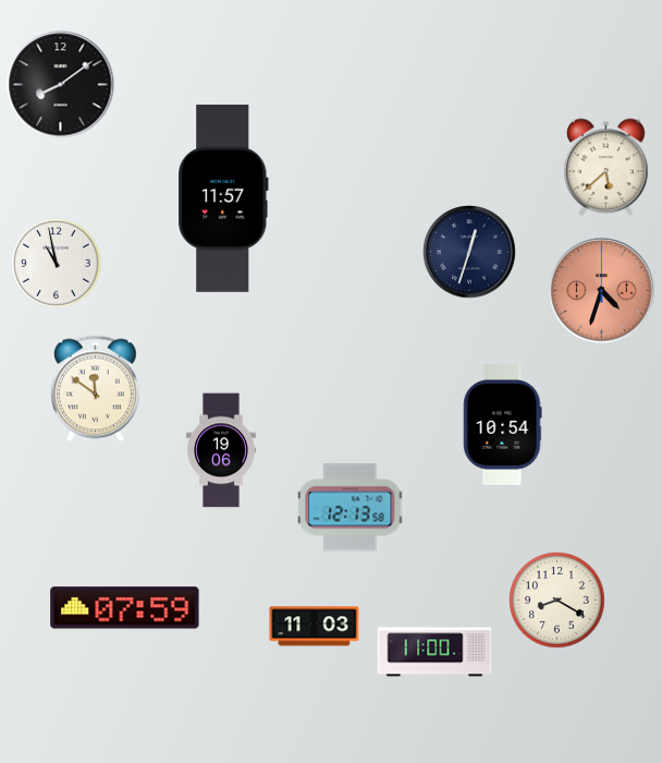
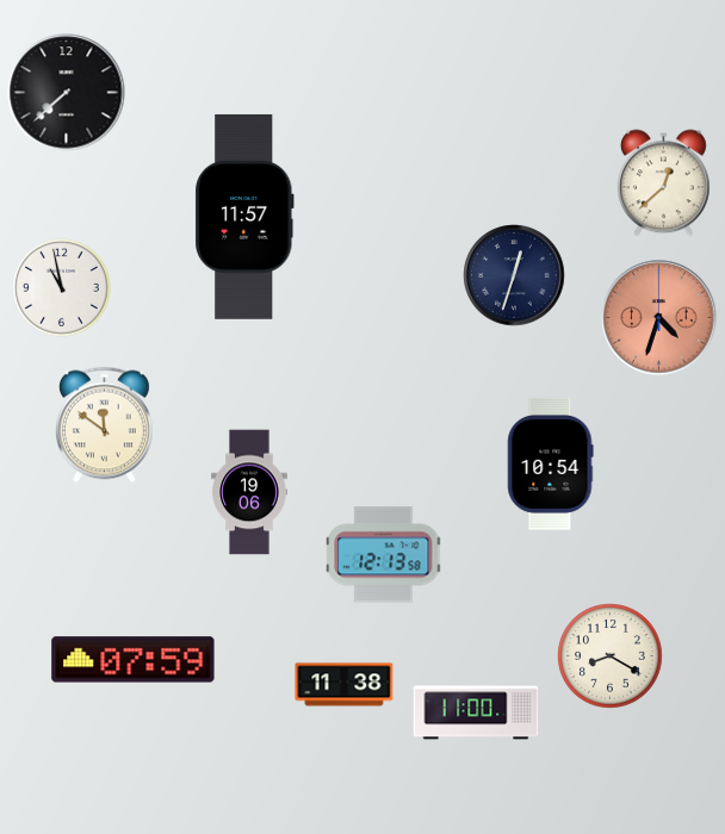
clock at (61, 85): 8:09 -> 7:38
clock at (606, 168): 5:38 -> 12:38
clock at (222, 450) position: (222, 450) -> (250, 492)
clock at (125, 608) position: (125, 608) -> (134, 660)
clock at (315, 627): 11:03 -> 11:38
